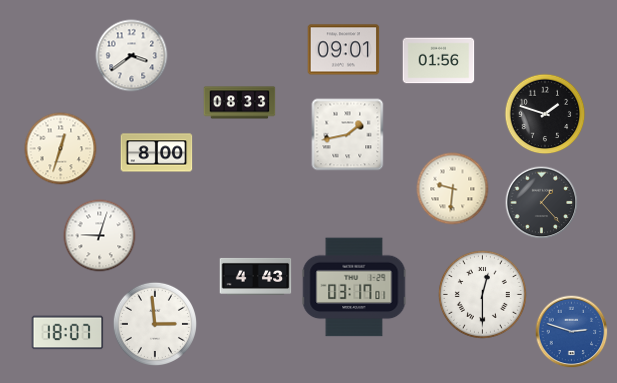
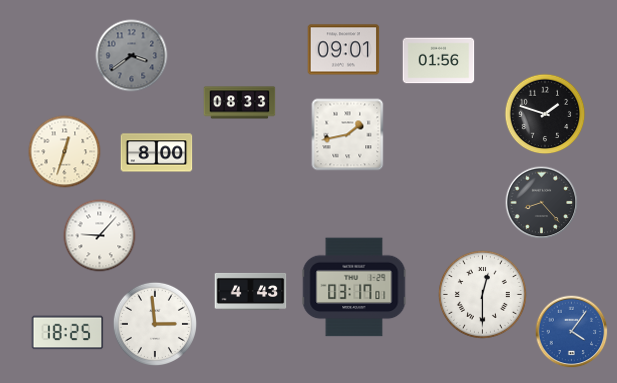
clock at (132, 56) dial: white -> grey
clock at (61, 149) position: (61, 149) -> (65, 152)
clock at (453, 189): 9:31 -> none
clock at (542, 203): 1:23 -> 8:23
clock at (100, 236): 9:03 -> 9:07
clock at (256, 276) position: (256, 276) -> (251, 291)
clock at (572, 332): 2:48 -> 4:06
clock at (68, 333): 18:07 -> 18:25
